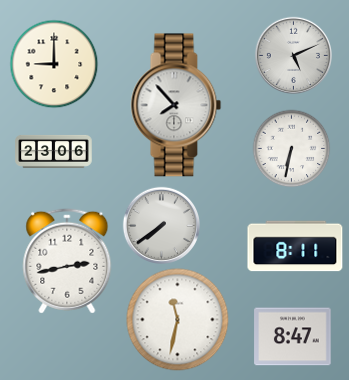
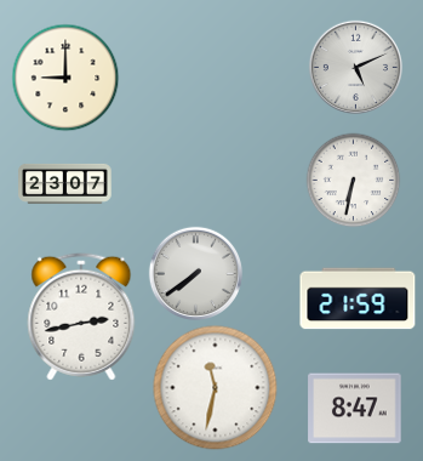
clock at (176, 105): 7:53 -> none
clock at (54, 151): 23:06 -> 23:07
clock at (295, 246): 8:11 -> 21:59
